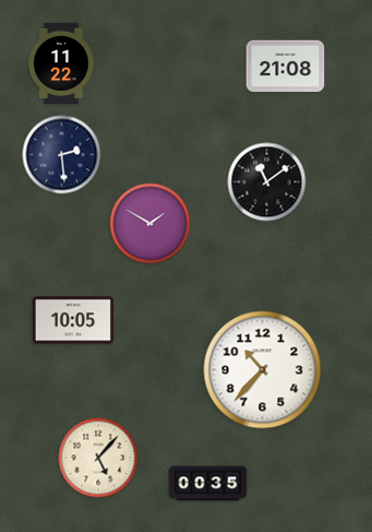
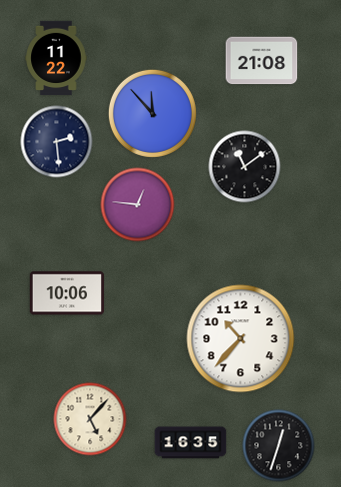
clock at (152, 113): none -> 11:53
clock at (151, 224): 1:50 -> 12:46
clock at (72, 320): 10:05 -> 10:06
clock at (208, 484): 00:35 -> 16:35
clock at (279, 446): none -> 12:33
